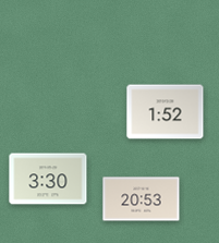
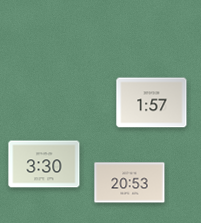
clock at (166, 112): 1:52 -> 1:57
